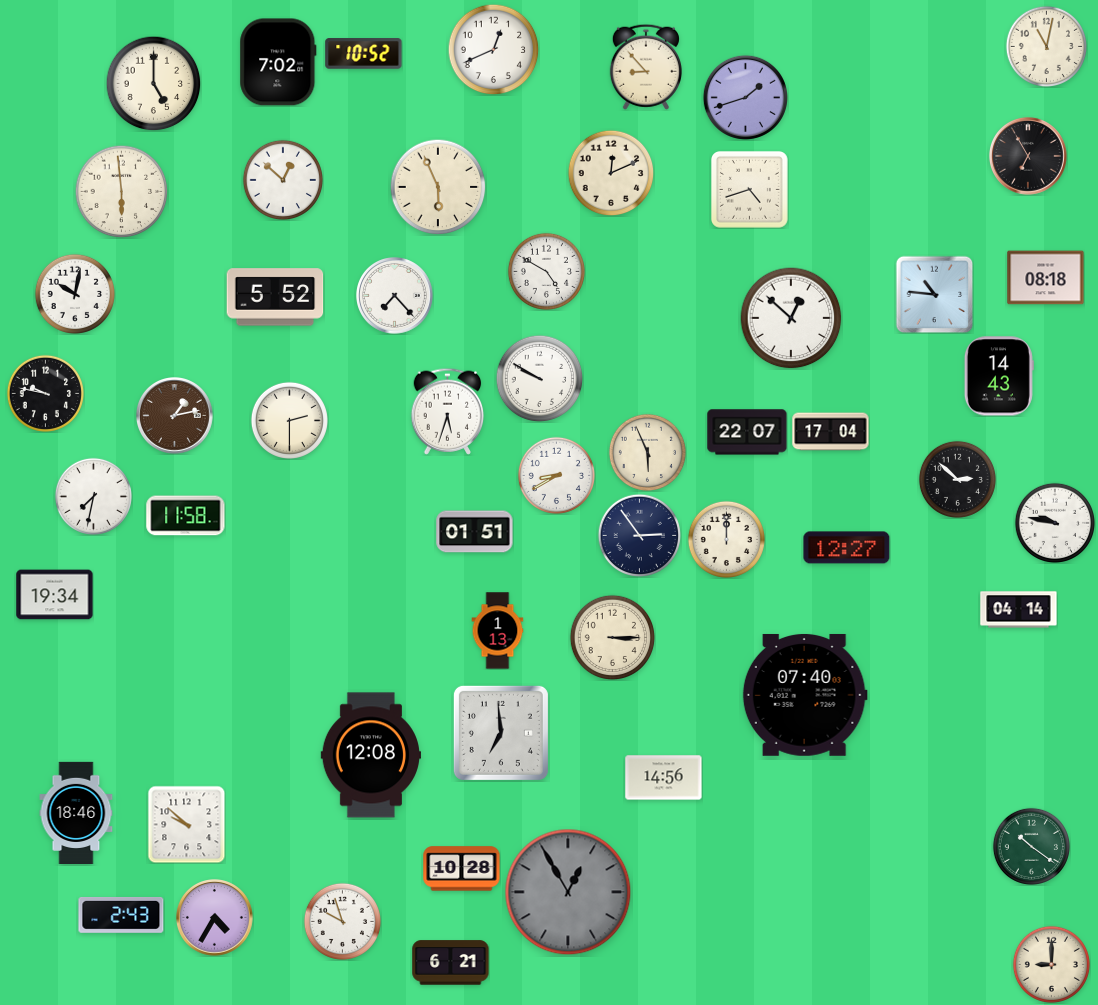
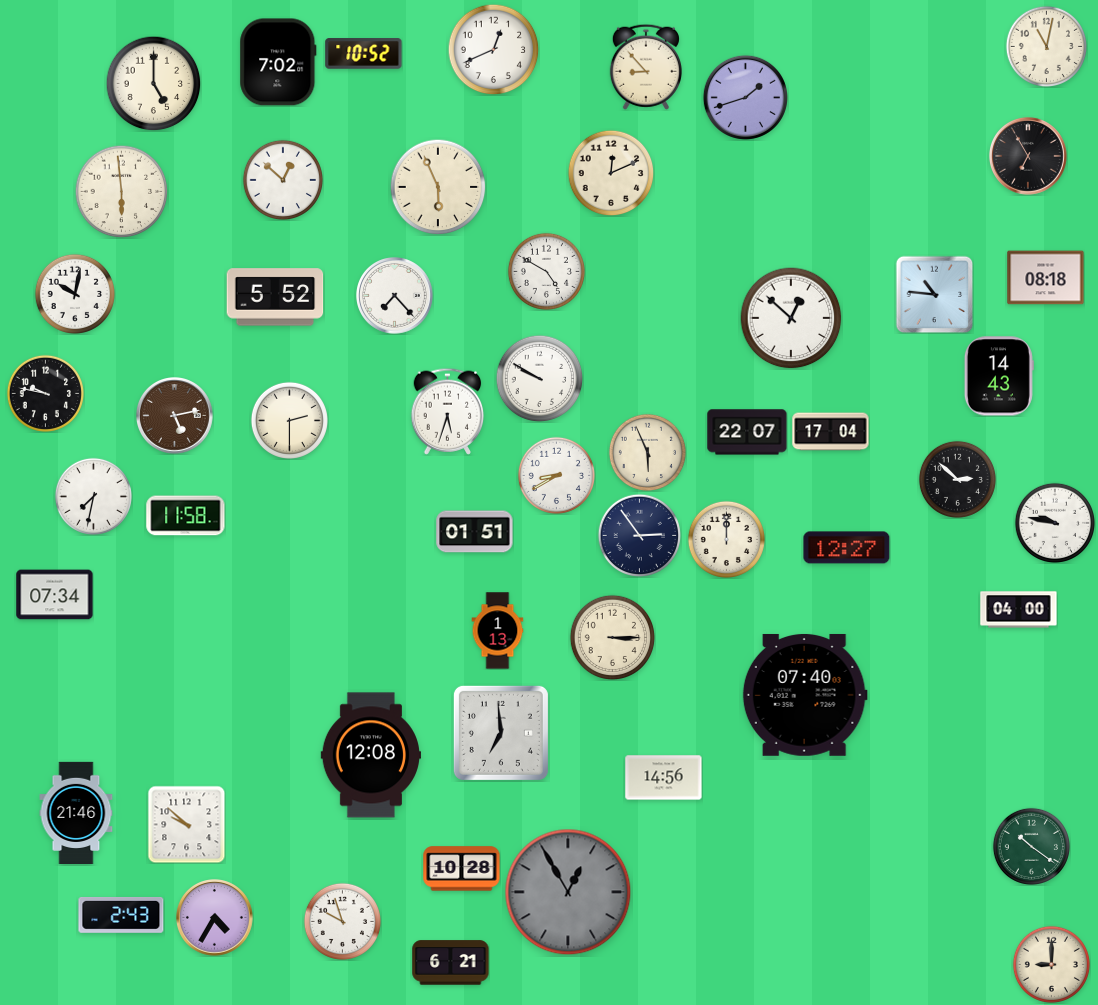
clock at (750, 190): 4:42 -> none
clock at (175, 416): 1:13 -> 5:13
clock at (55, 595): 19:34 -> 07:34
clock at (1019, 610): 04:14 -> 04:00
clock at (76, 812): 18:46 -> 21:46
